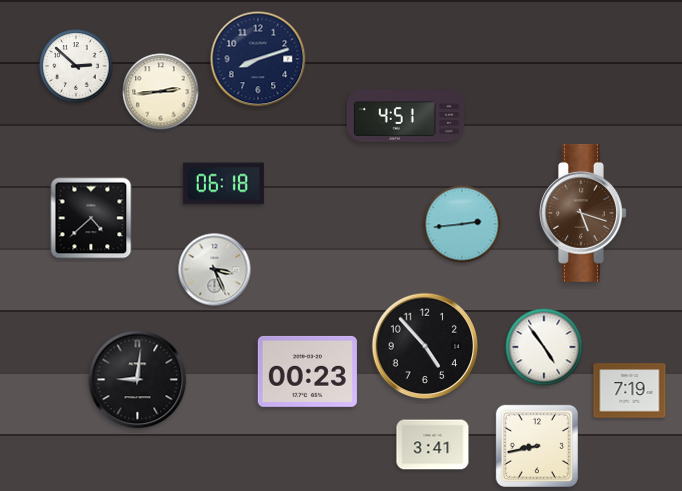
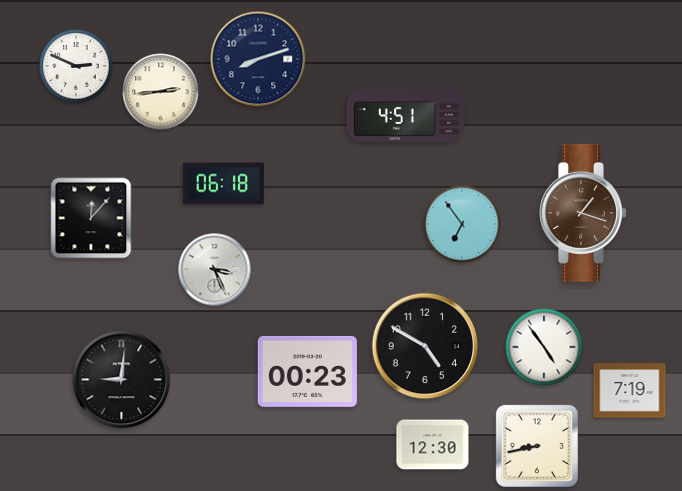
clock at (76, 66): 2:52 -> 2:49
clock at (583, 213): 5:18 -> 1:18
clock at (91, 218): 4:38 -> 12:07
clock at (462, 224): 2:44 -> 6:54
clock at (425, 346): 4:53 -> 4:50
clock at (138, 380) position: (138, 380) -> (122, 380)
clock at (433, 445): 3:41 -> 12:30
